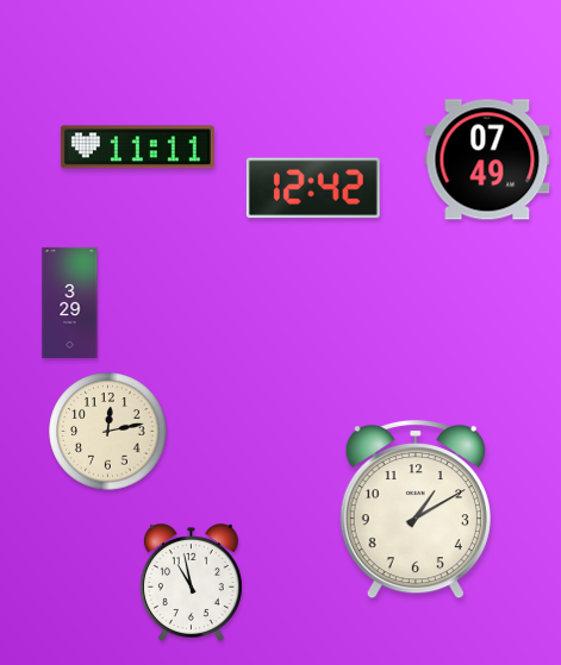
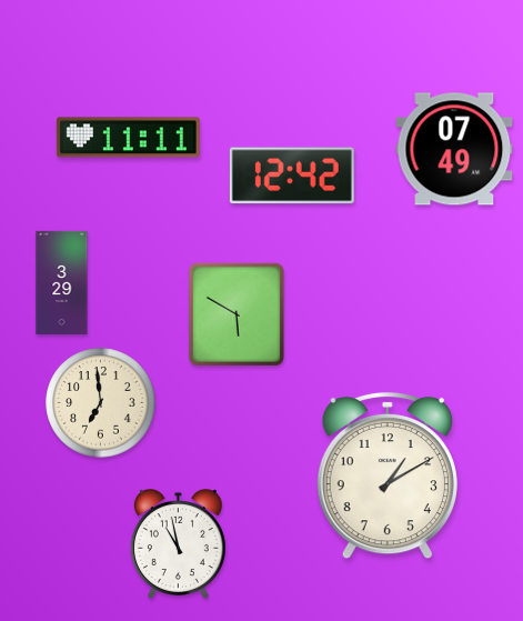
clock at (70, 302) position: (70, 302) -> (62, 282)
clock at (237, 314): none -> 5:50
clock at (108, 432): 12:13 -> 6:59
